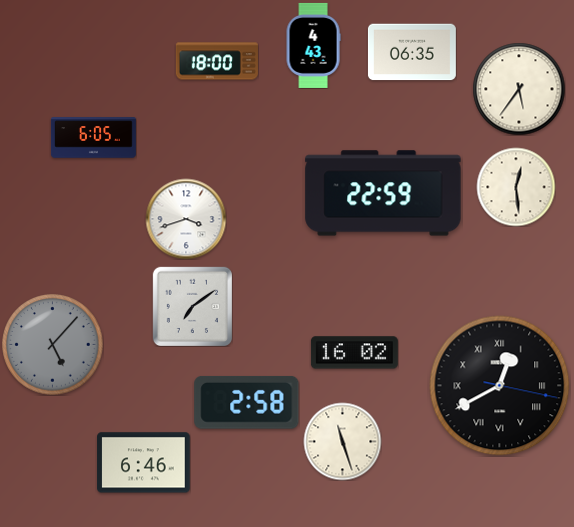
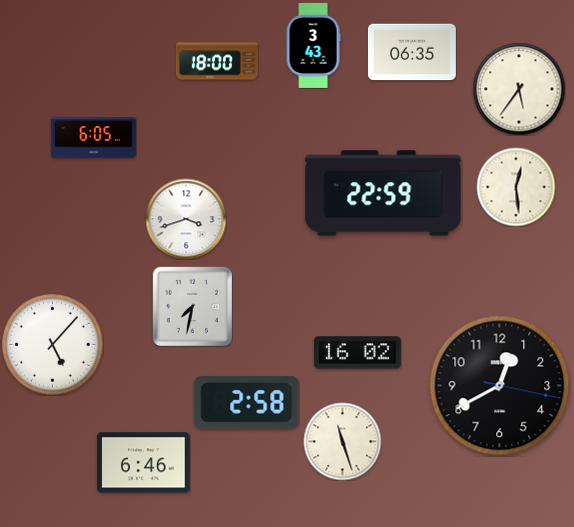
clock at (313, 45): 4:43 -> 3:43
clock at (192, 306): 7:09 -> 7:32
clock at (53, 345) dial: grey -> white
clock at (354, 353) position: (354, 353) -> (357, 353)
clock at (500, 386) numerals: Roman -> Arabic
